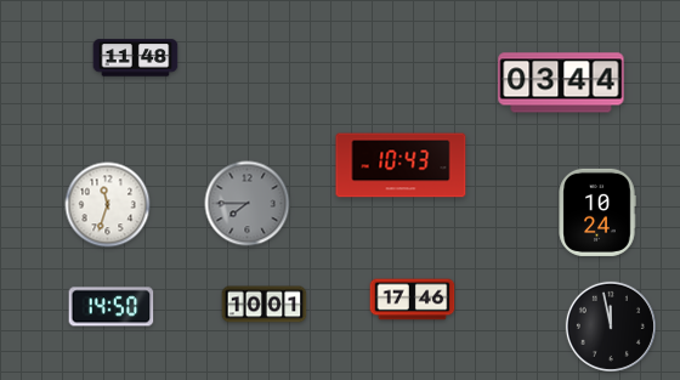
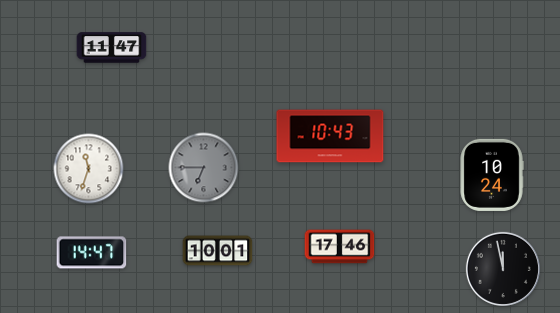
clock at (136, 58): 11:48 -> 11:47
clock at (561, 83): 03:44 -> none
clock at (248, 204): 7:45 -> 6:45
clock at (112, 307): 14:50 -> 14:47
